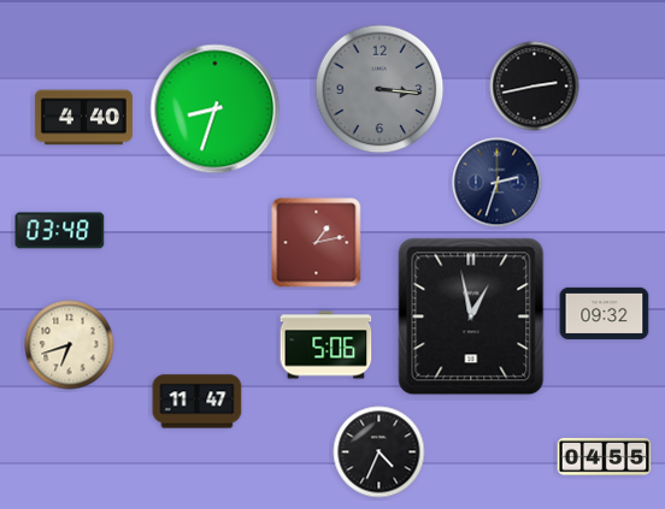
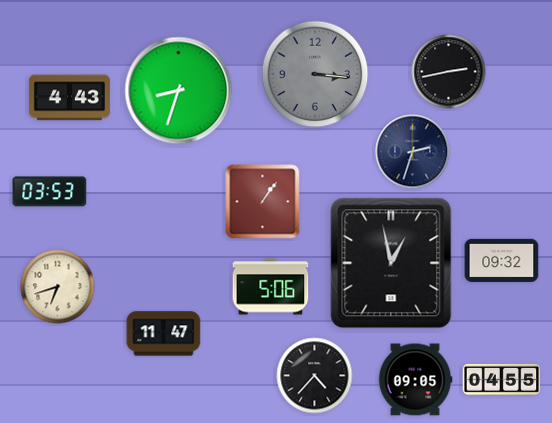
clock at (535, 87) position: (535, 87) -> (449, 72)
clock at (83, 118): 4:40 -> 4:43
clock at (60, 231): 03:48 -> 03:53
clock at (317, 243): 1:13 -> 1:06
clock at (379, 452): 4:34 -> 4:37
clock at (415, 380): none -> 09:05
